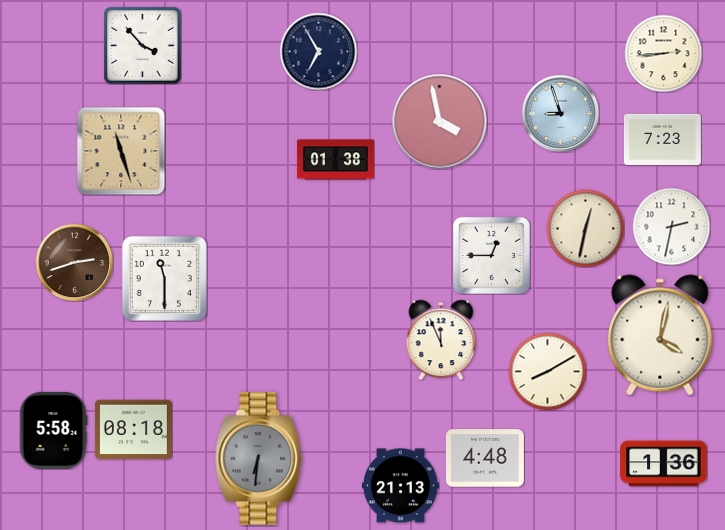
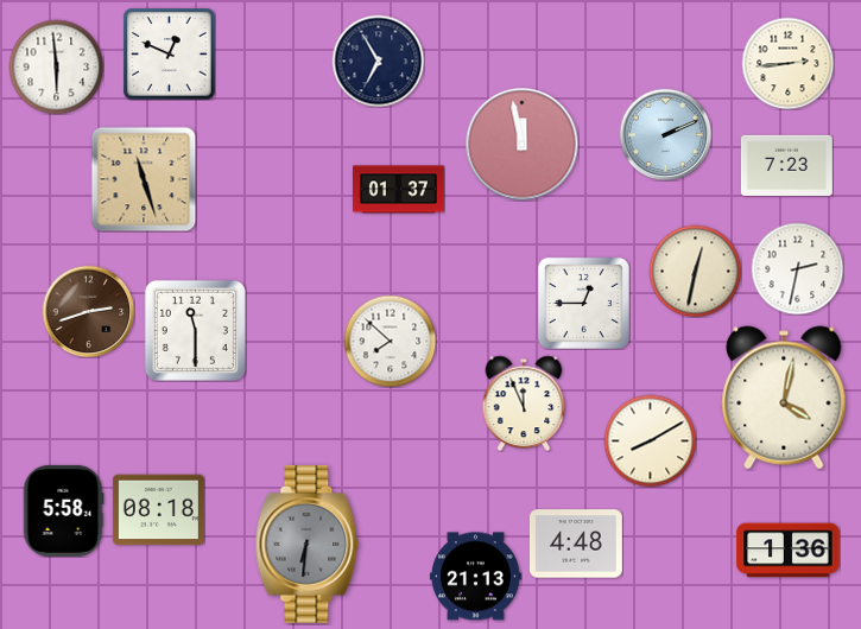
clock at (142, 45): 3:53 -> 12:49
clock at (56, 66): none -> 5:59
clock at (560, 113): 8:57 -> 2:11
clock at (439, 121): 3:58 -> 11:58
clock at (335, 160): 01:38 -> 01:37
clock at (390, 341): none -> 7:52
